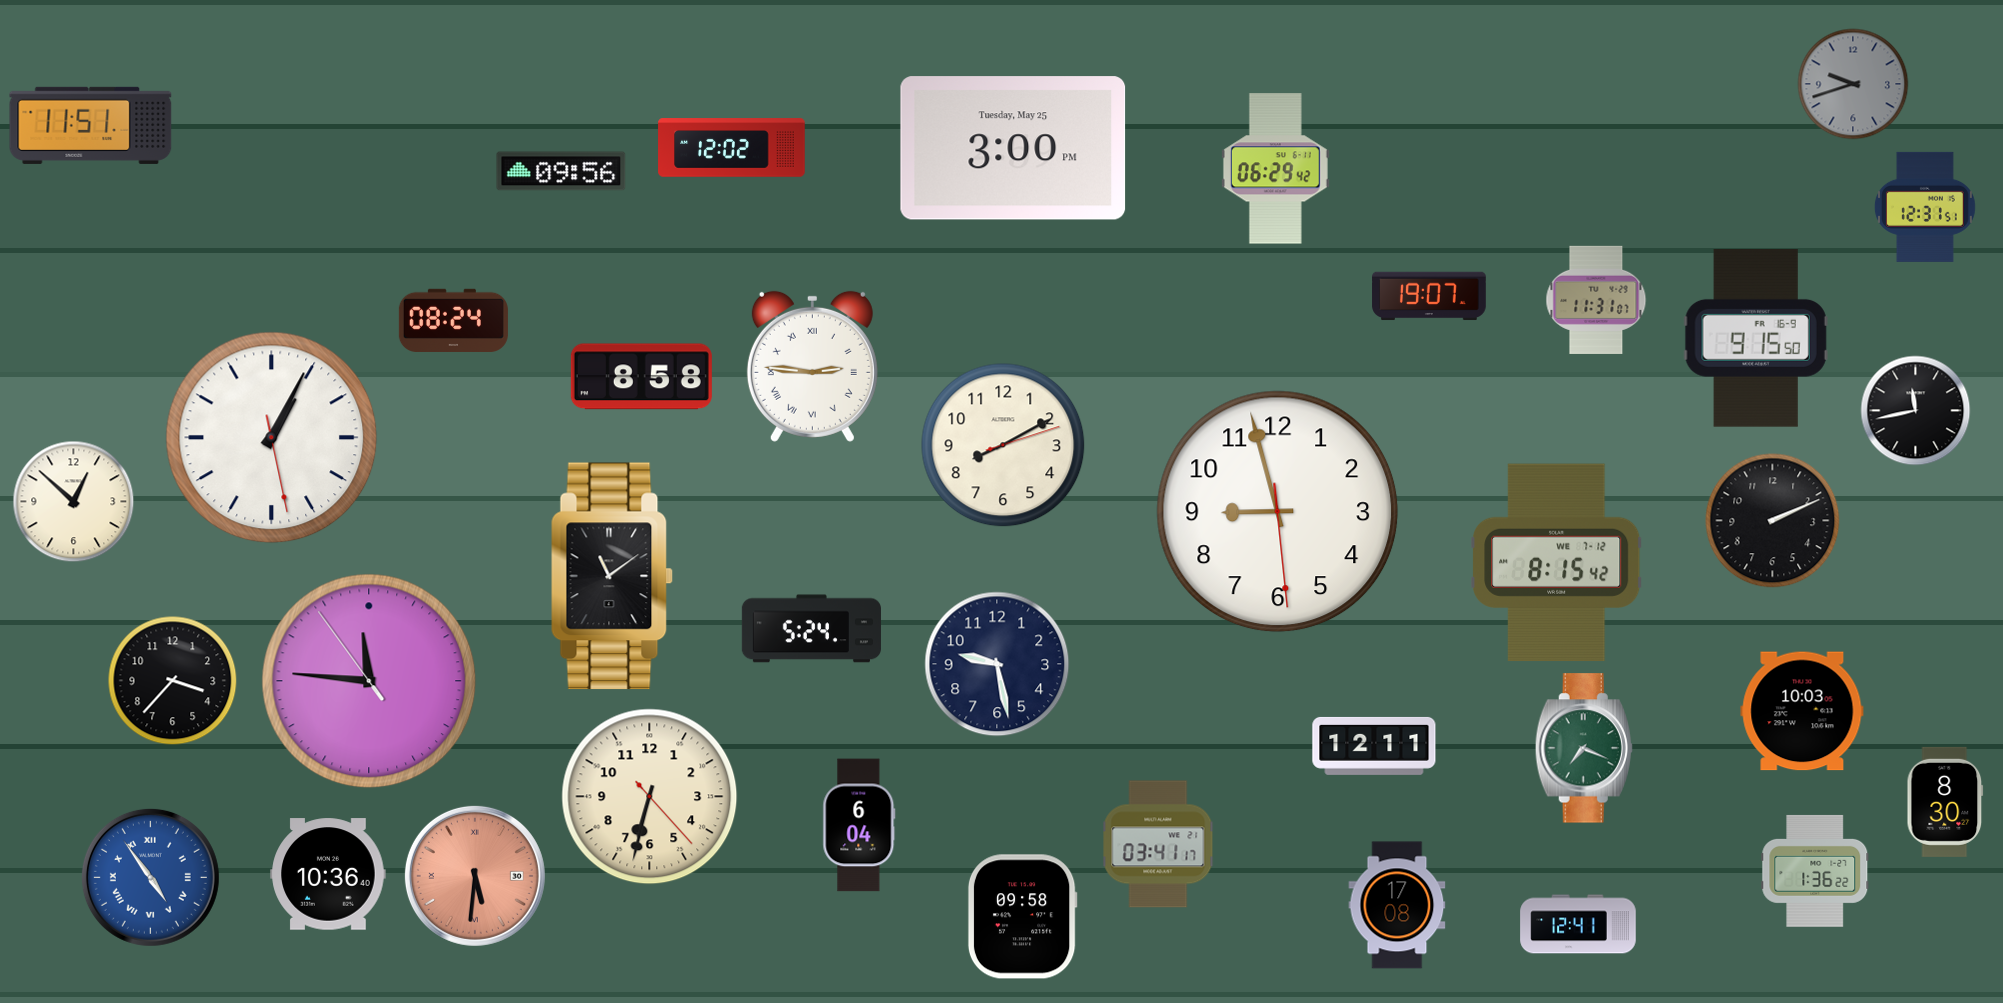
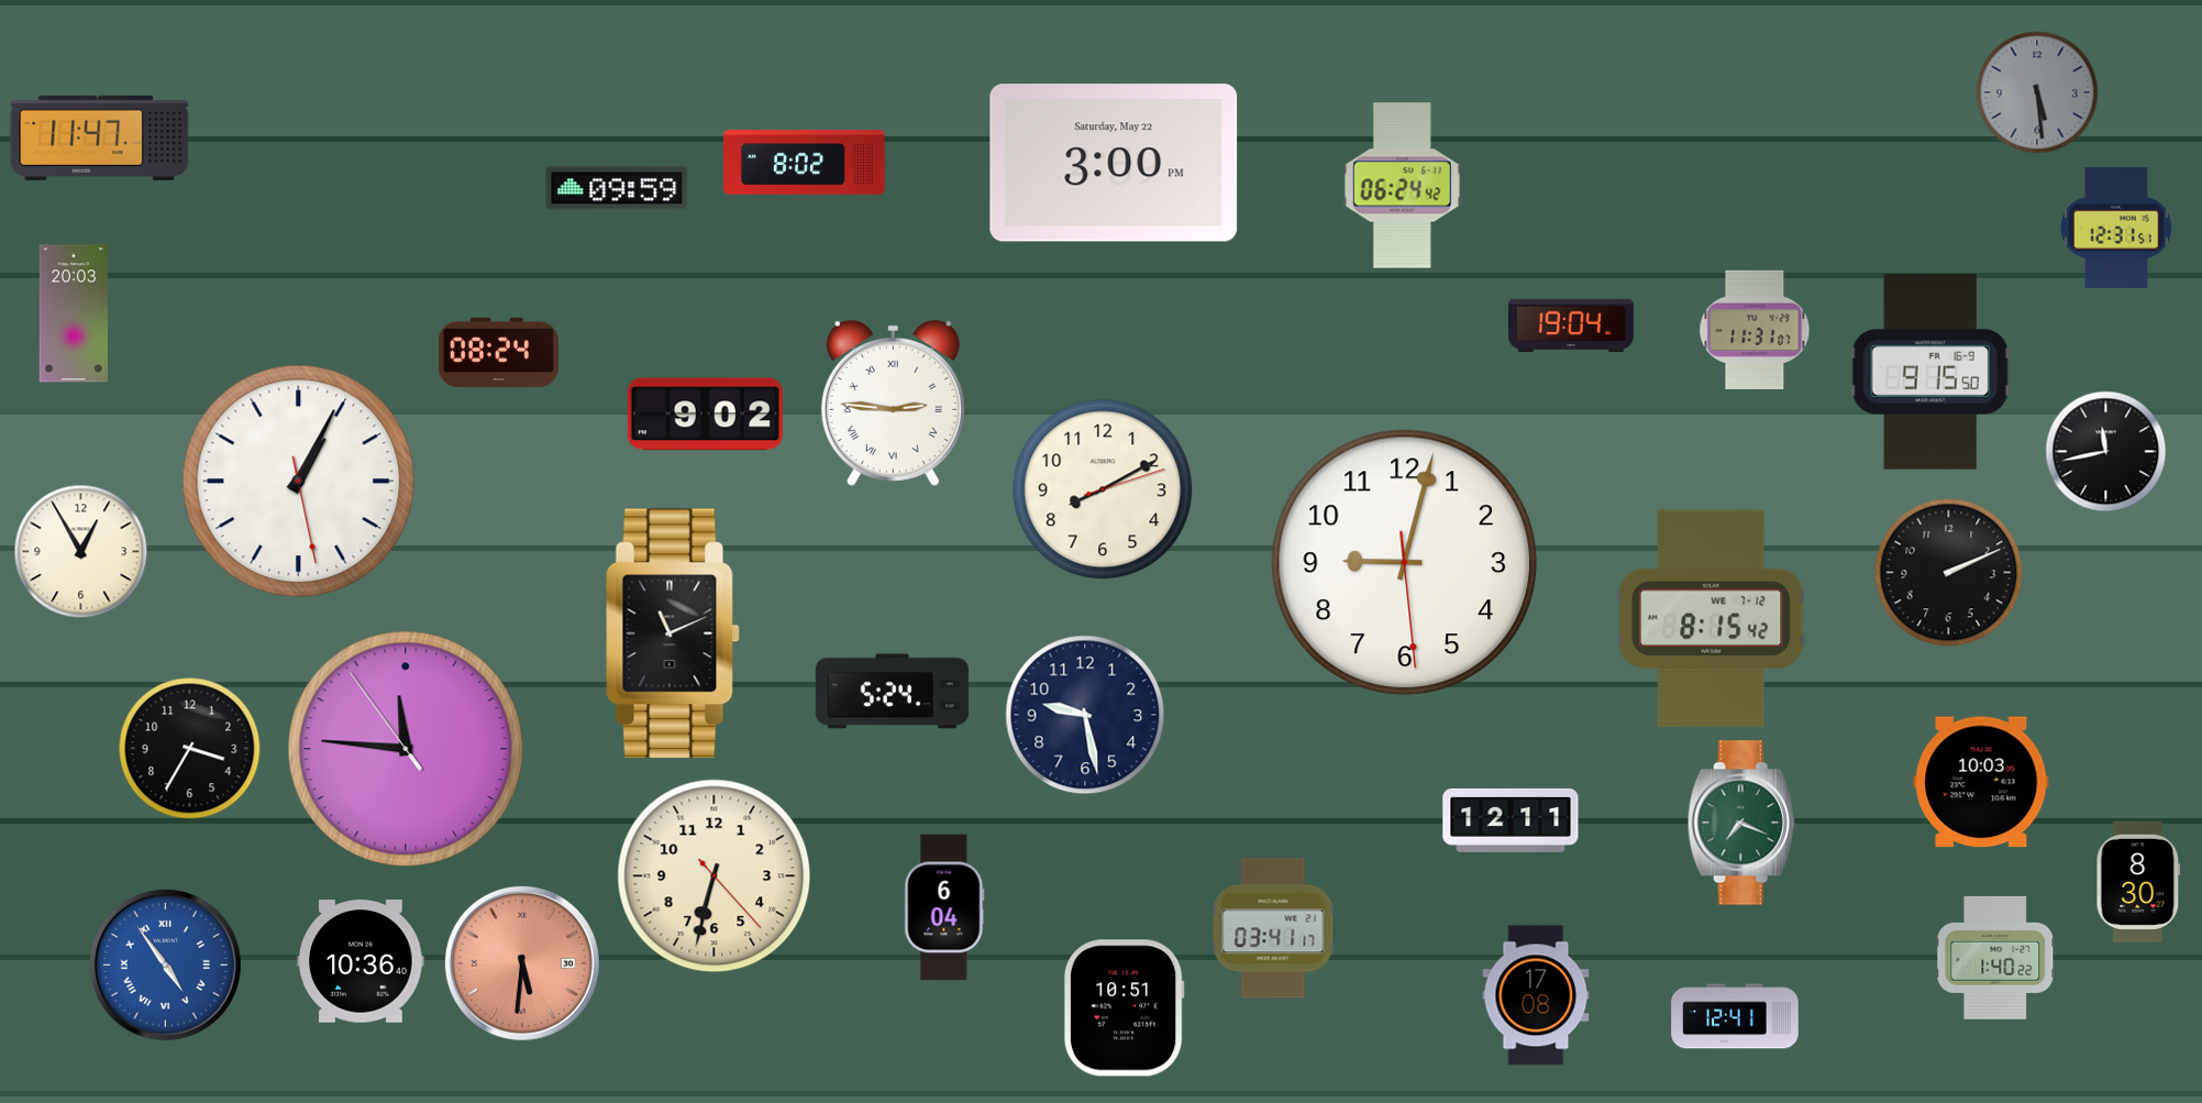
clock at (1853, 84): 9:42 -> 5:29
clock at (91, 125): 11:51 -> 11:47
clock at (732, 148): 12:02 -> 8:02
clock at (1013, 148) date: Tuesday, May 25 -> Saturday, May 22
clock at (1275, 169): 06:29 -> 06:24
clock at (561, 171): 09:56 -> 09:59
clock at (73, 313): none -> 20:03
clock at (1429, 296): 19:07 -> 19:04
clock at (641, 377): 8:58 -> 9:02
clock at (74, 502): 12:52 -> 12:55
clock at (1278, 512): 8:57 -> 9:02
clock at (612, 576): 11:09 -> 11:11
clock at (997, 664) position: (997, 664) -> (1085, 715)
clock at (173, 681): 3:37 -> 3:35
clock at (1815, 871): 1:36 -> 1:40
clock at (1022, 917): 09:58 -> 10:51
